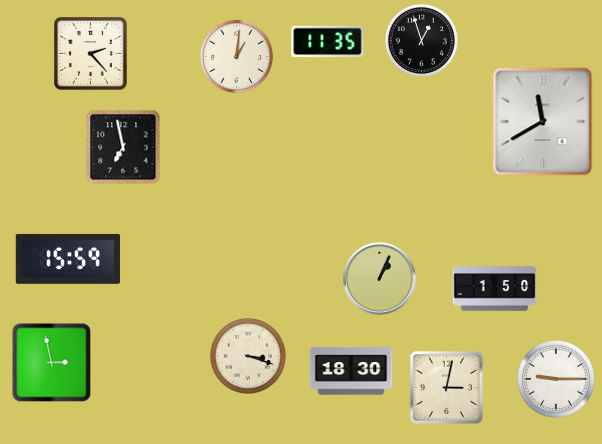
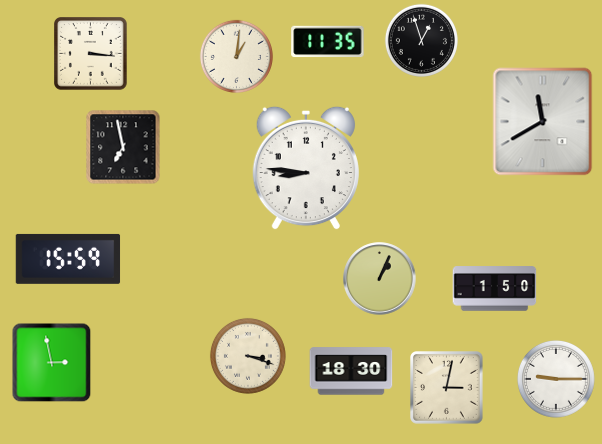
clock at (91, 54): 2:23 -> 3:16
clock at (306, 168): none -> 8:46
